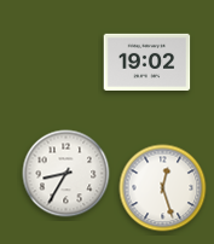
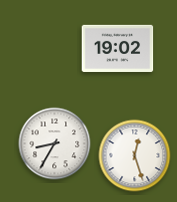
clock at (148, 62) position: (148, 62) -> (118, 48)
